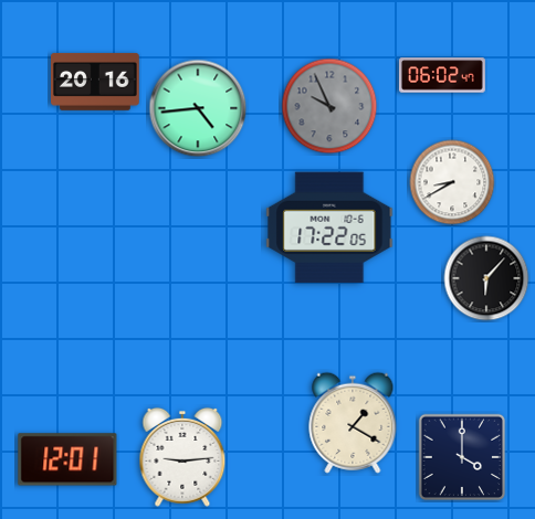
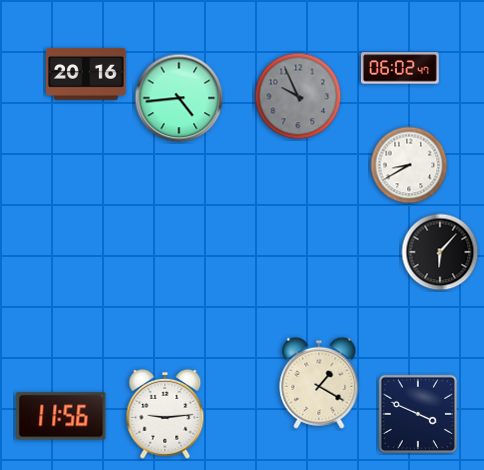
clock at (329, 227): 17:22 -> none
clock at (462, 457): 4:00 -> 3:49
clock at (67, 459): 12:01 -> 11:56
